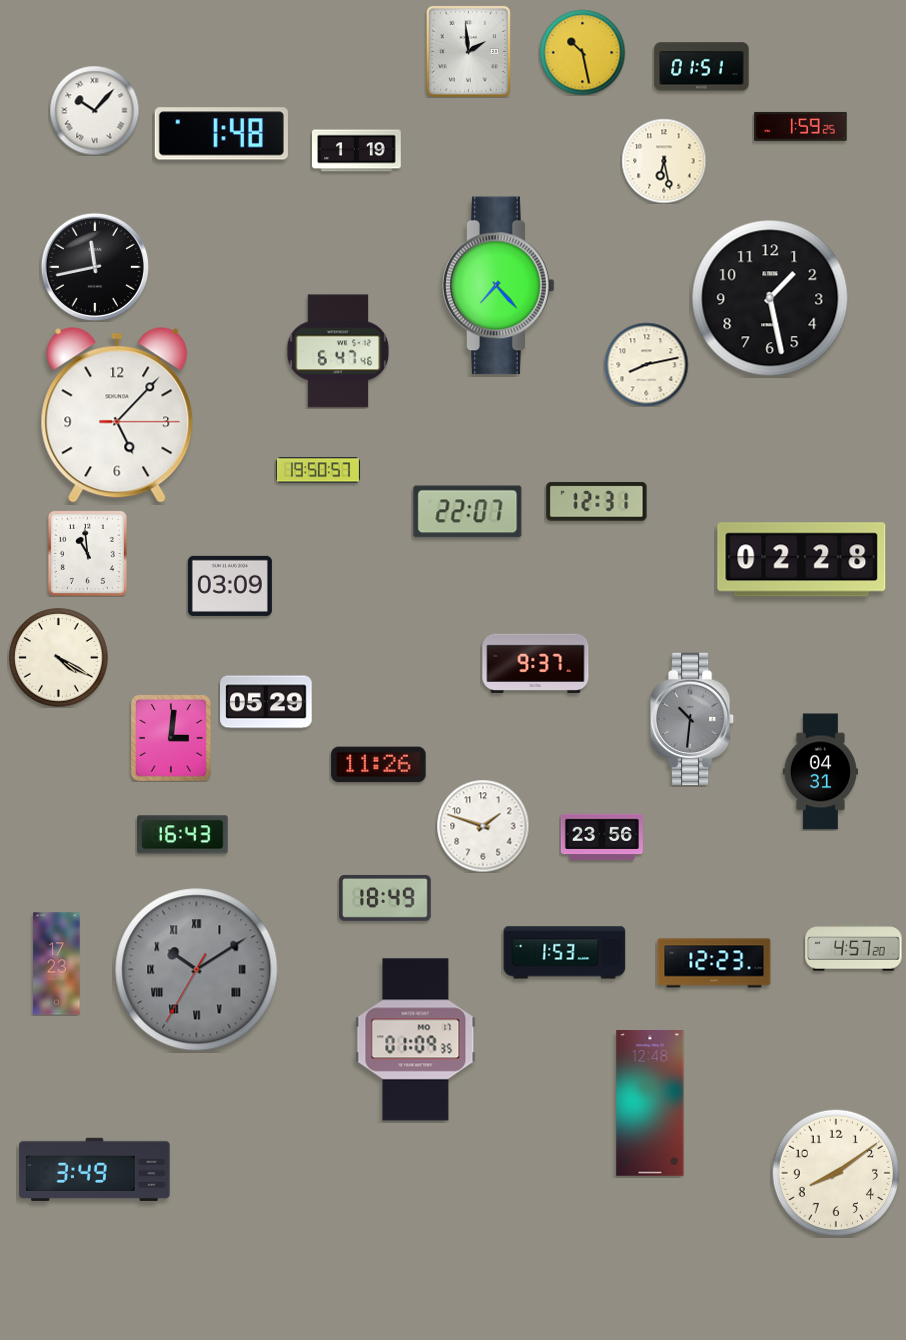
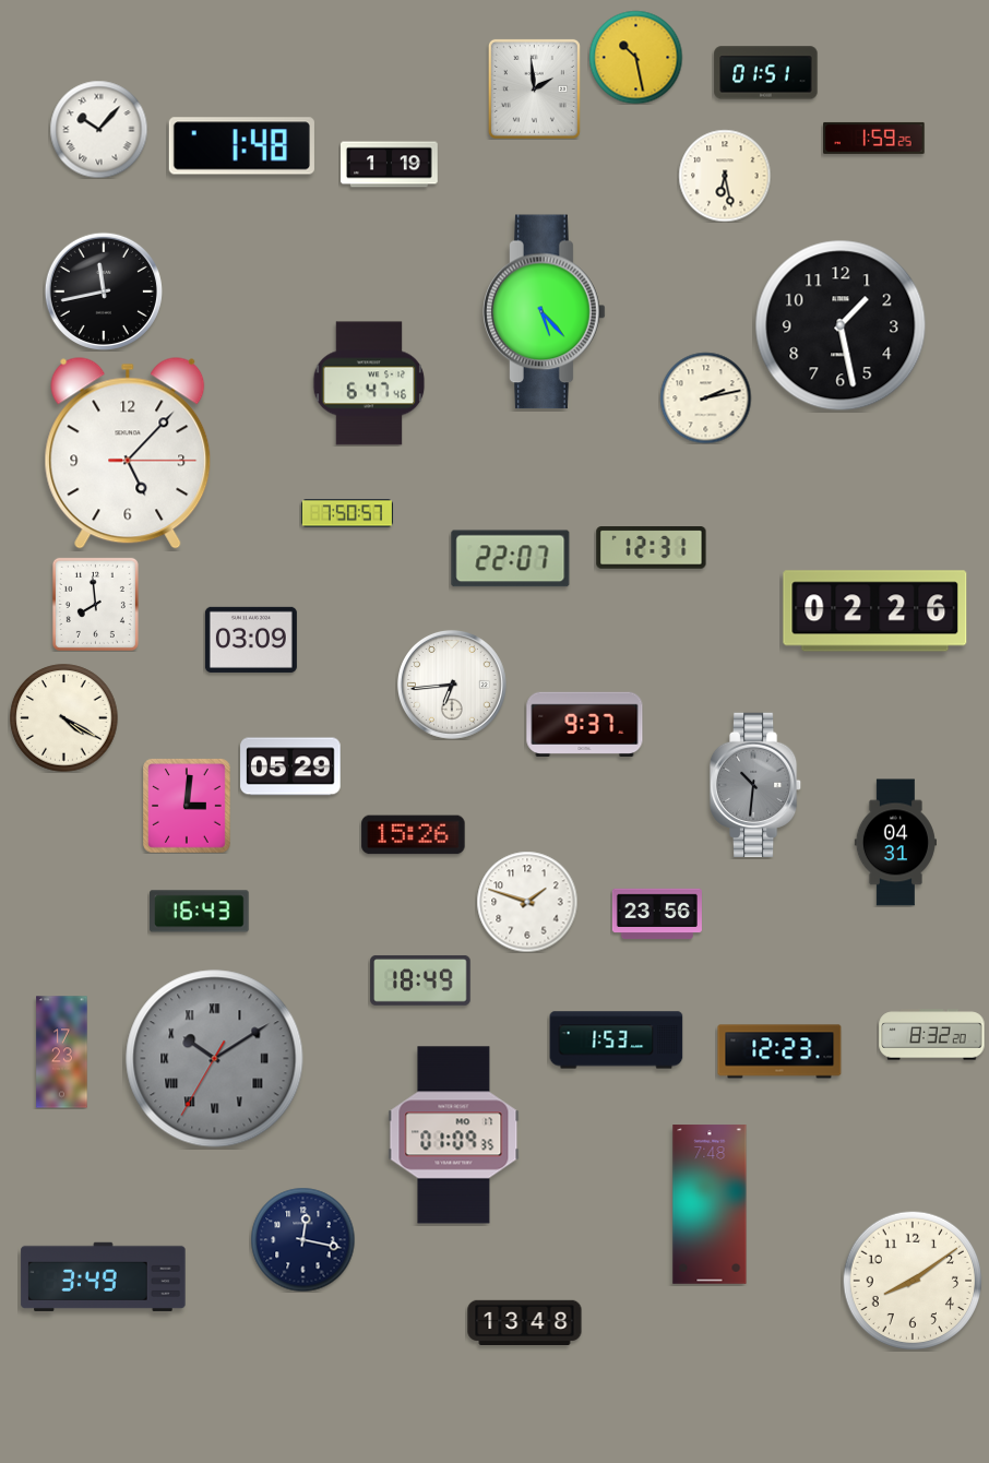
clock at (468, 51) position: (468, 51) -> (534, 88)
clock at (94, 110) position: (94, 110) -> (98, 129)
clock at (499, 286): 7:23 -> 5:23
clock at (646, 364): 8:13 -> 2:13
clock at (318, 470): 19:50 -> 7:50
clock at (87, 553): 10:59 -> 7:59
clock at (802, 560): 02:28 -> 02:26
clock at (452, 685): none -> 6:44
clock at (379, 765): 11:26 -> 15:26
clock at (854, 948): 4:57 -> 8:32
clock at (650, 1103): 12:48 -> 7:48
clock at (302, 1239): none -> 12:17
clock at (525, 1322): none -> 13:48
